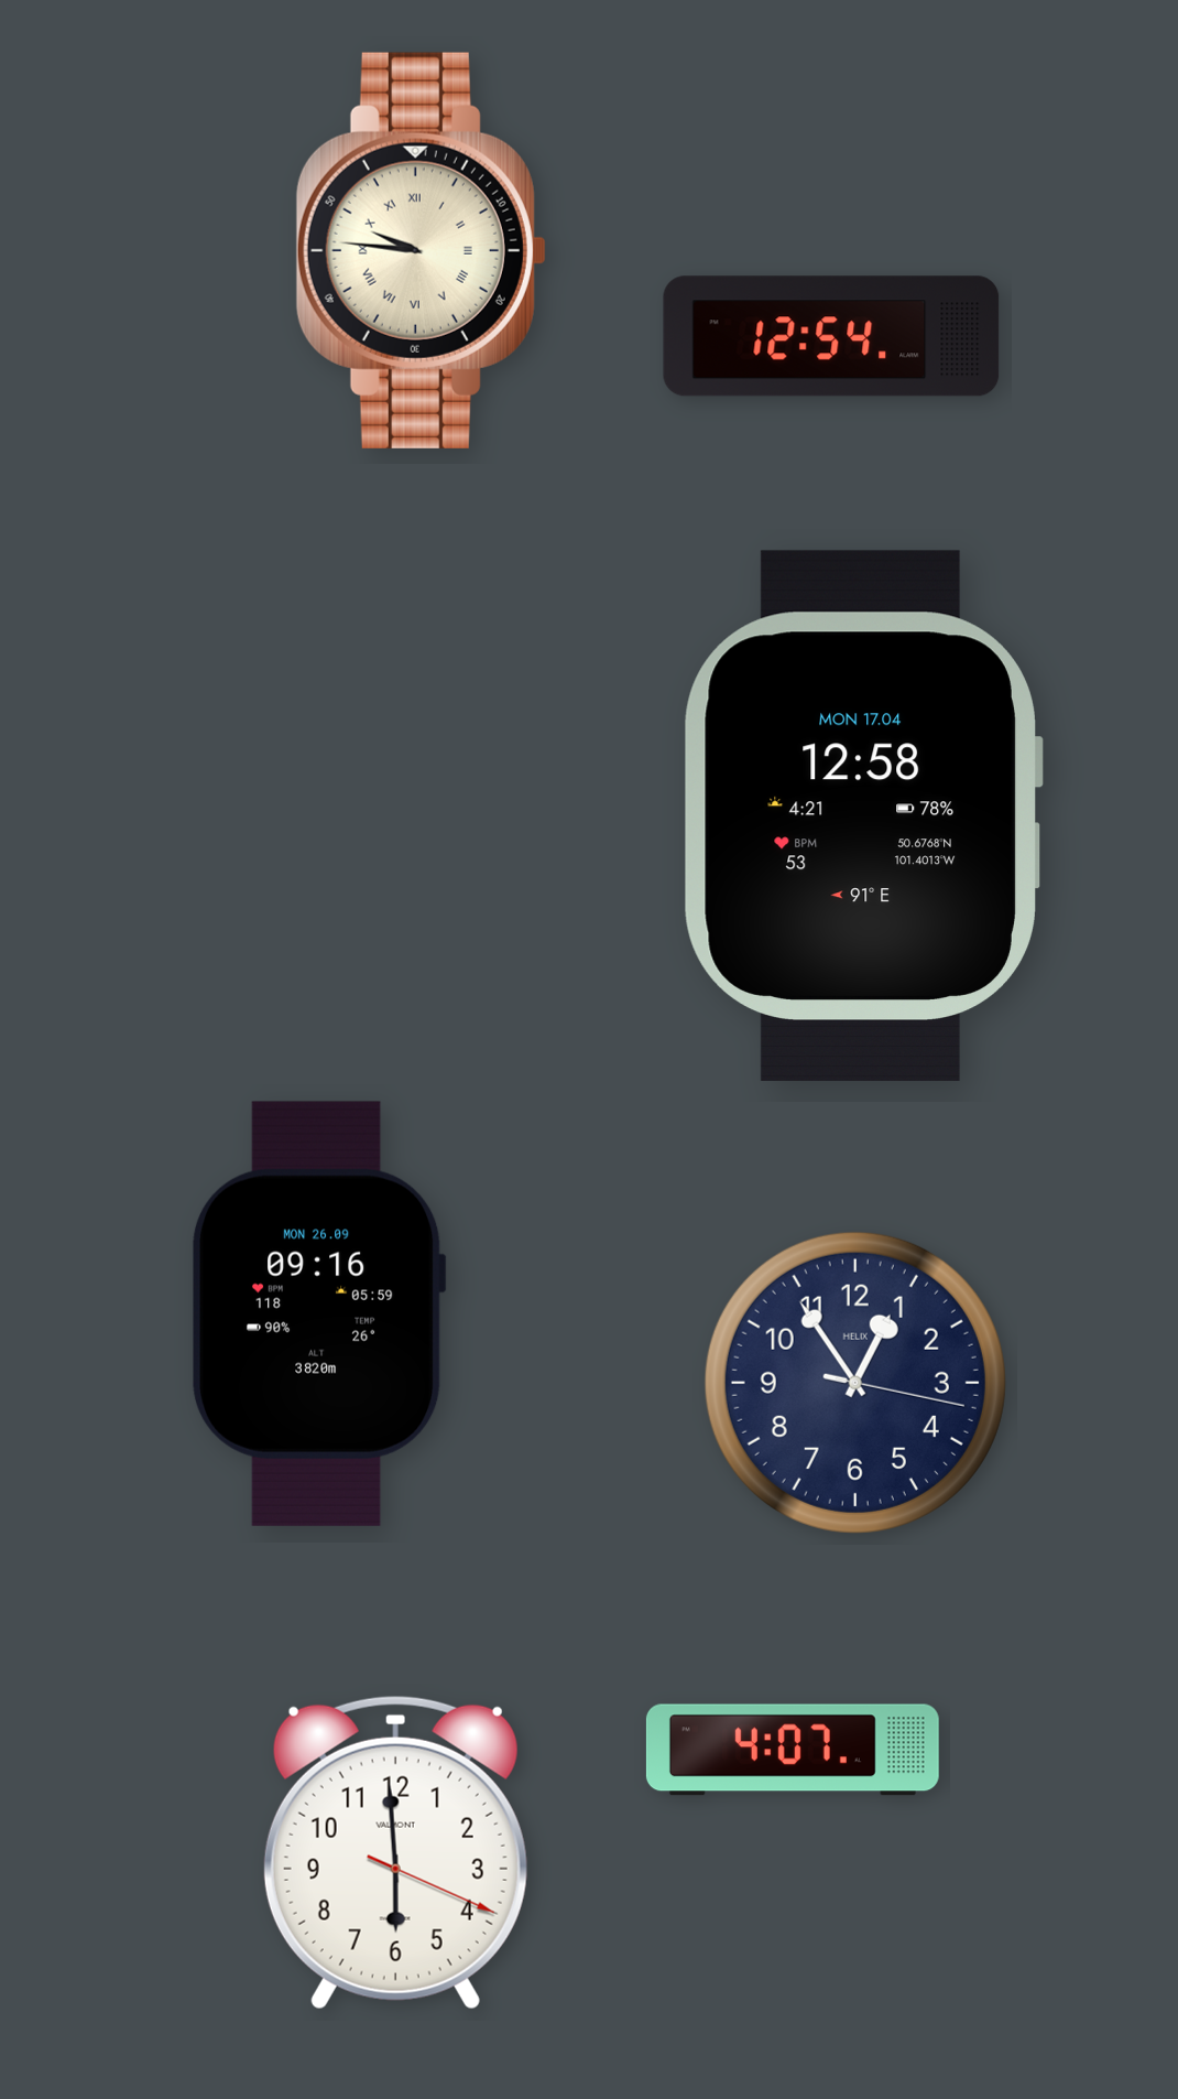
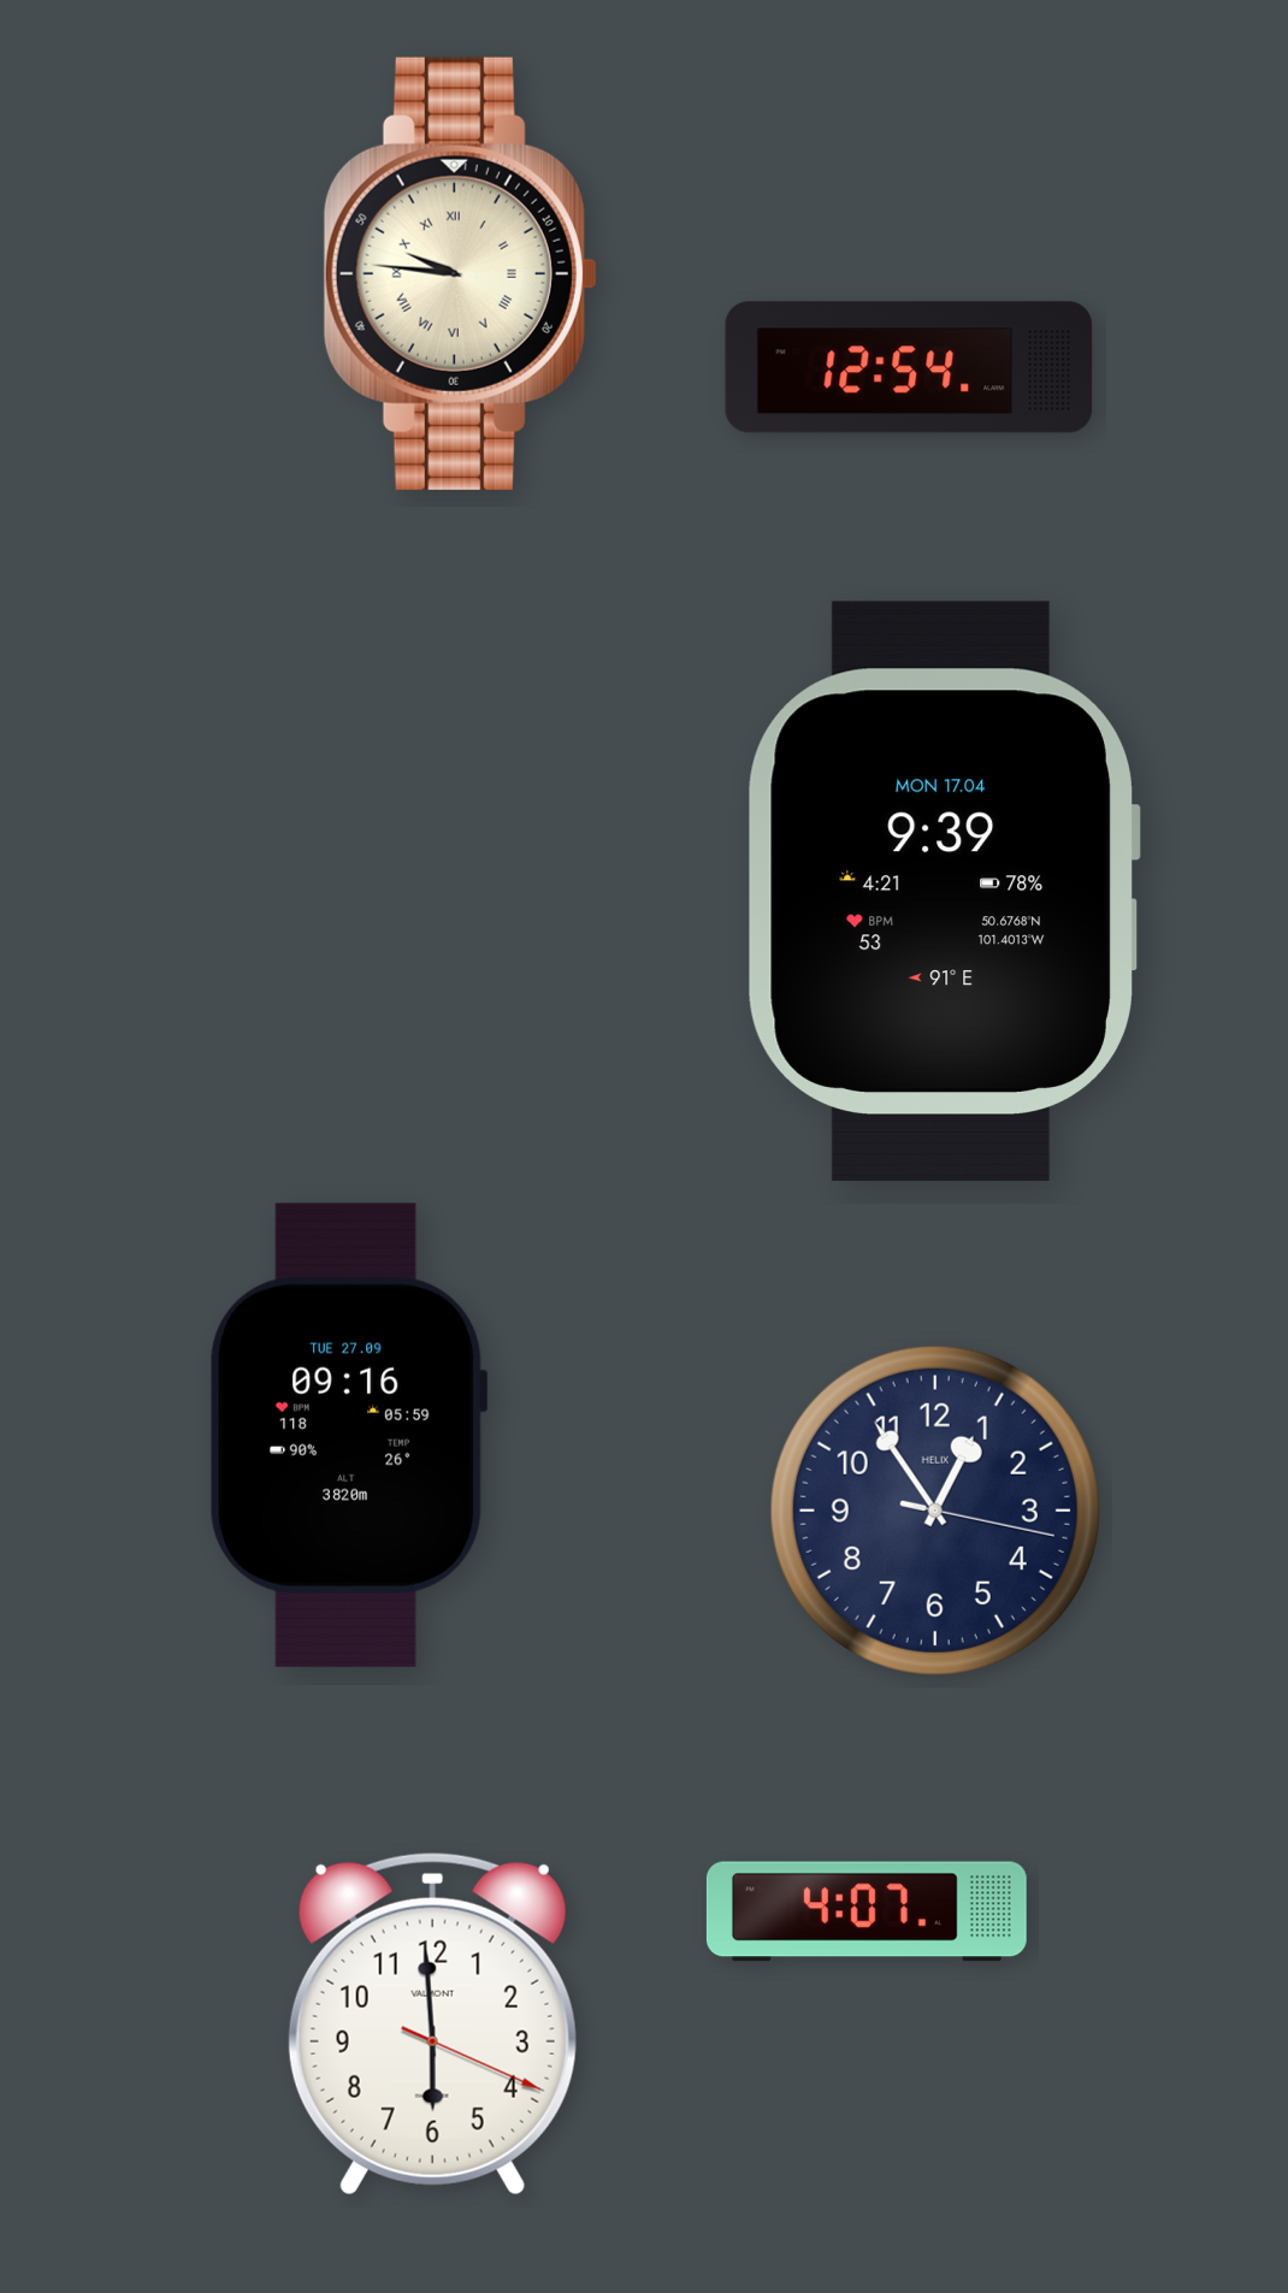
clock at (863, 815): 12:58 -> 9:39
clock at (318, 1313) date: MON 26.09 -> TUE 27.09
